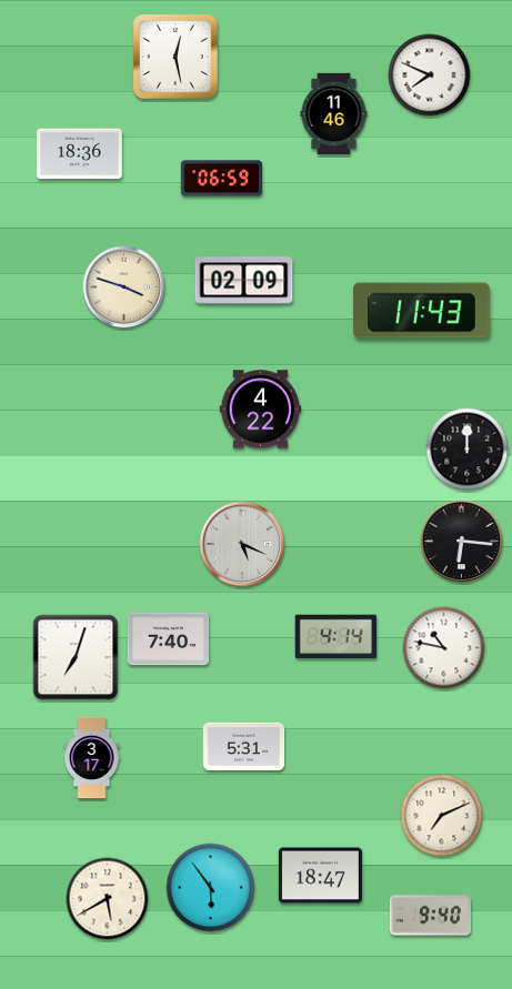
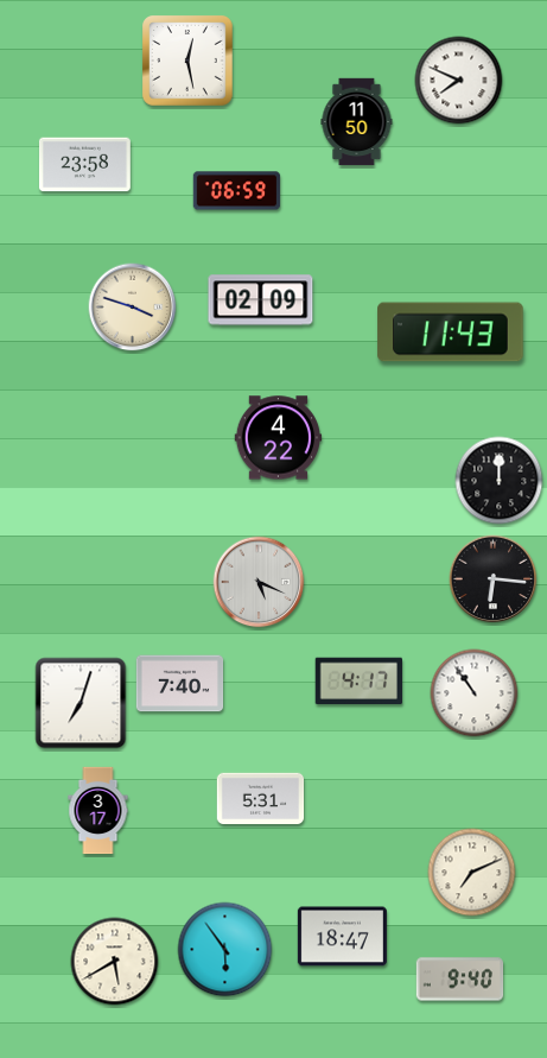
clock at (334, 114): 11:46 -> 11:50
clock at (79, 154): 18:36 -> 23:58
clock at (335, 637): 4:14 -> 4:17
clock at (444, 648): 10:47 -> 10:54
